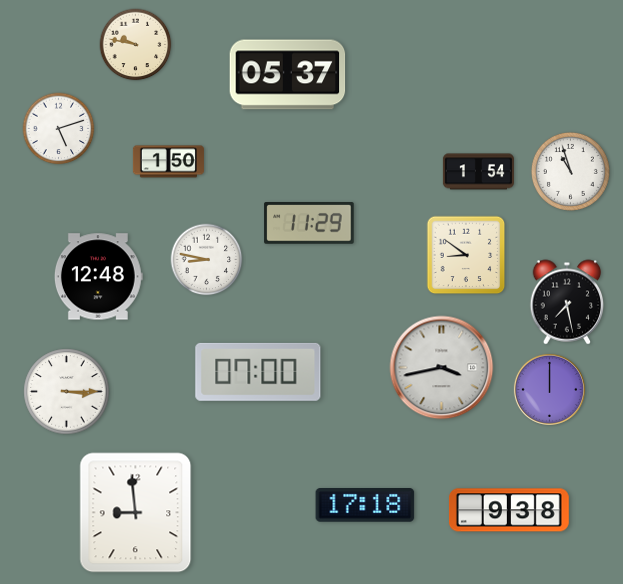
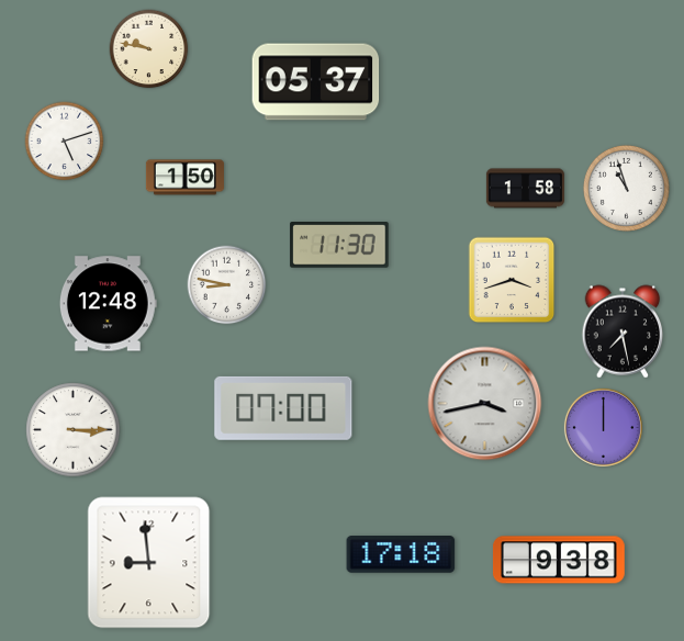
clock at (478, 172): 1:54 -> 1:58
clock at (309, 223): 11:29 -> 11:30
clock at (466, 255): 8:51 -> 3:42
